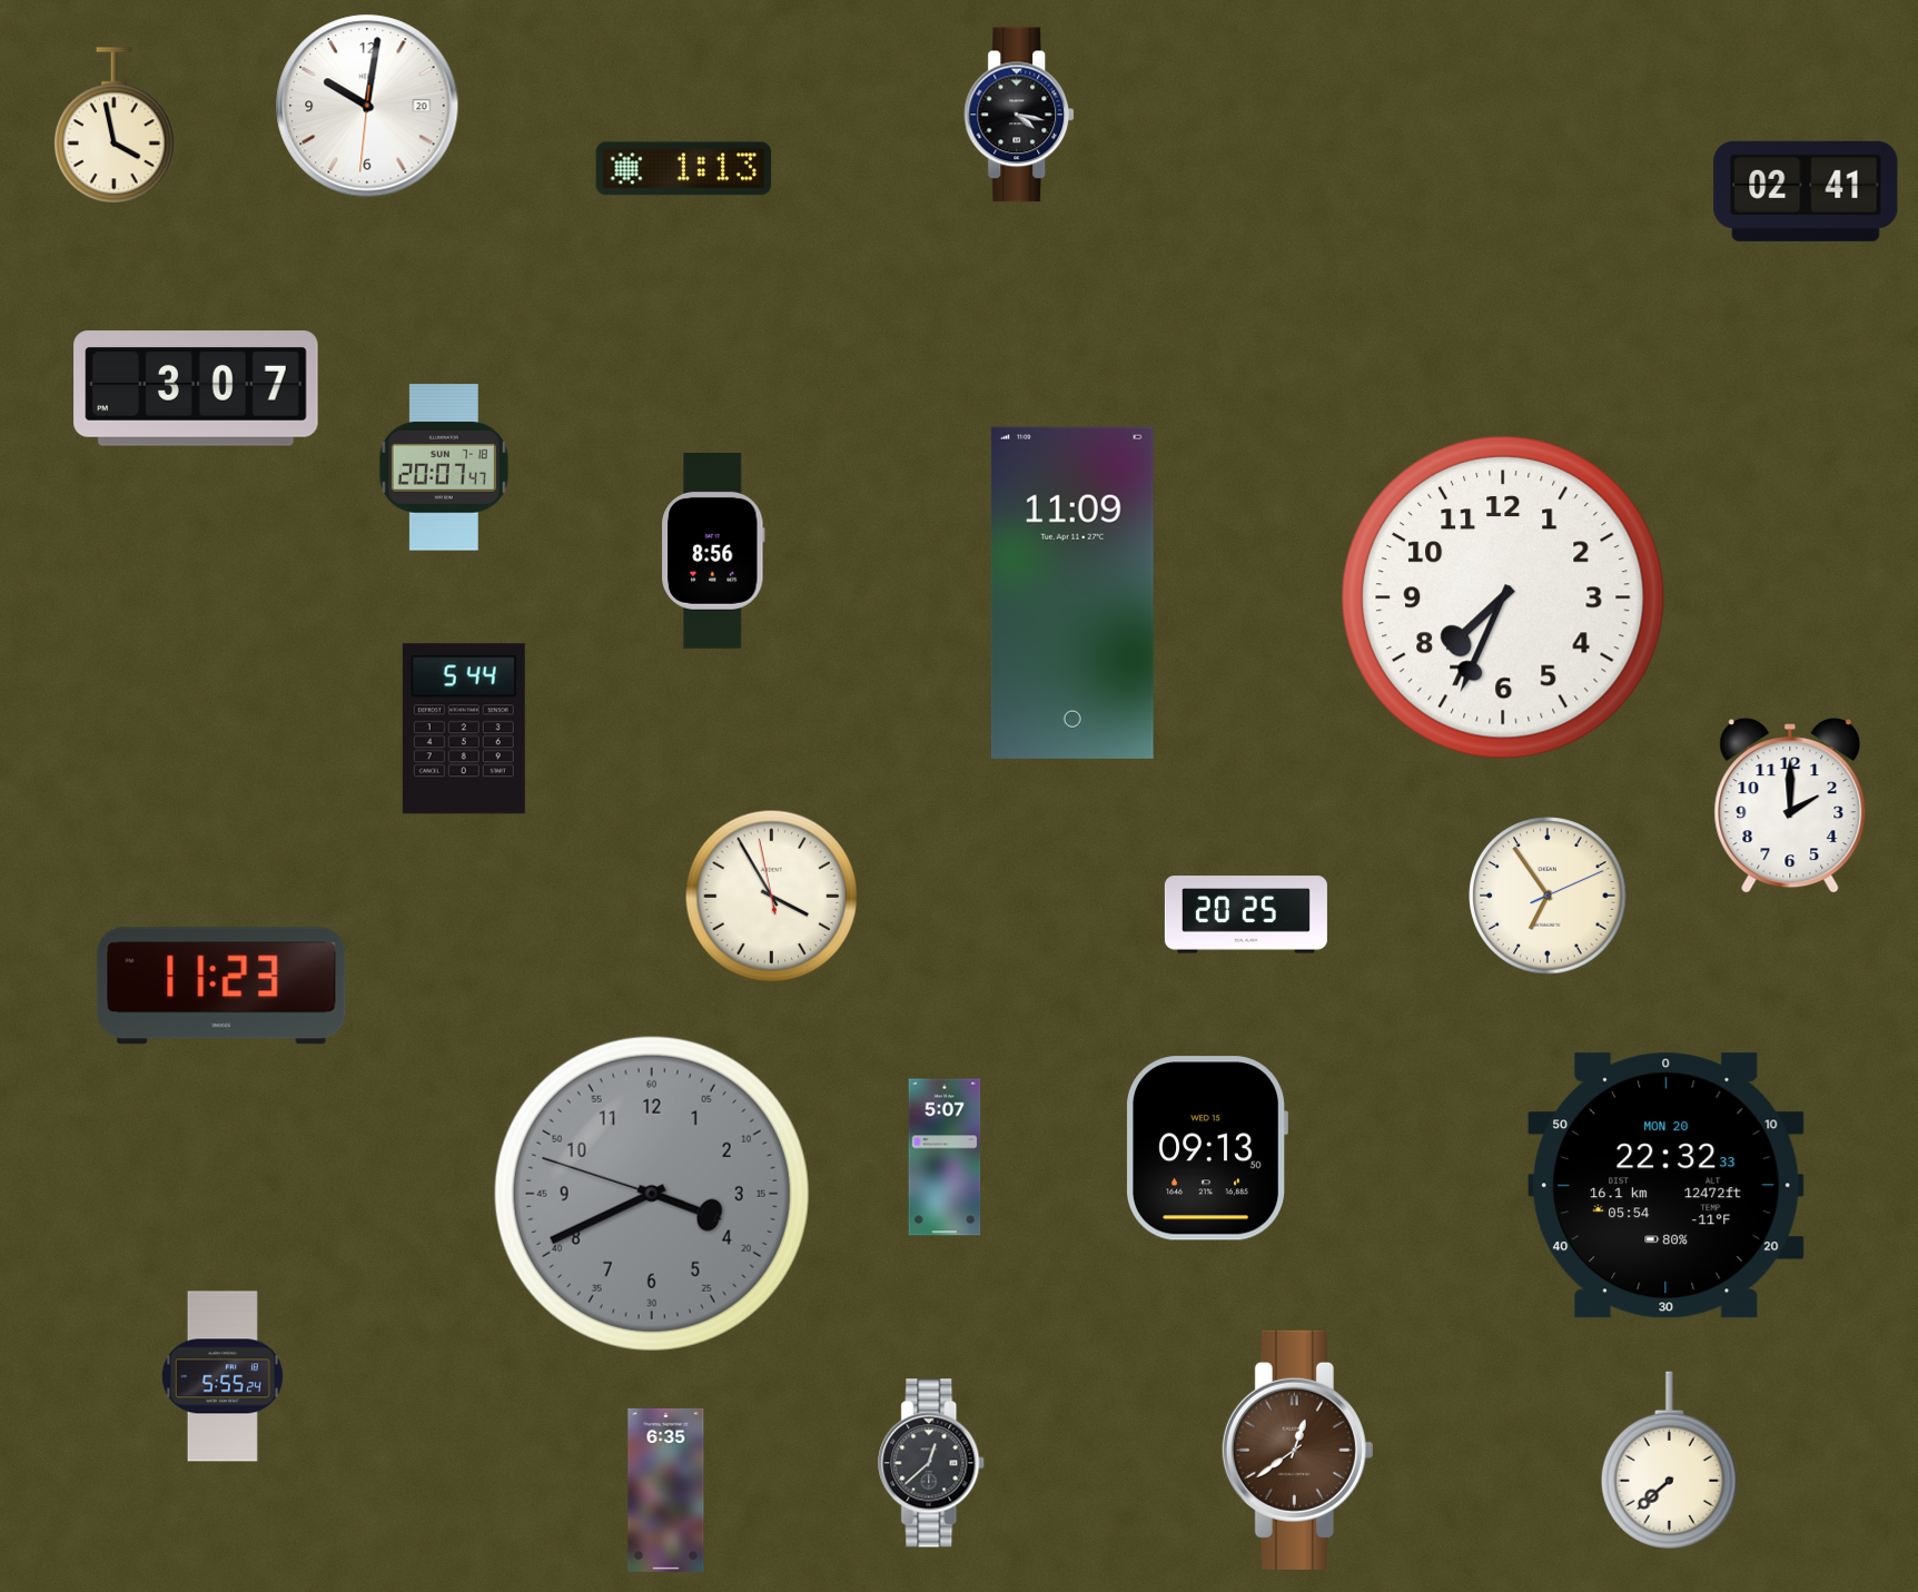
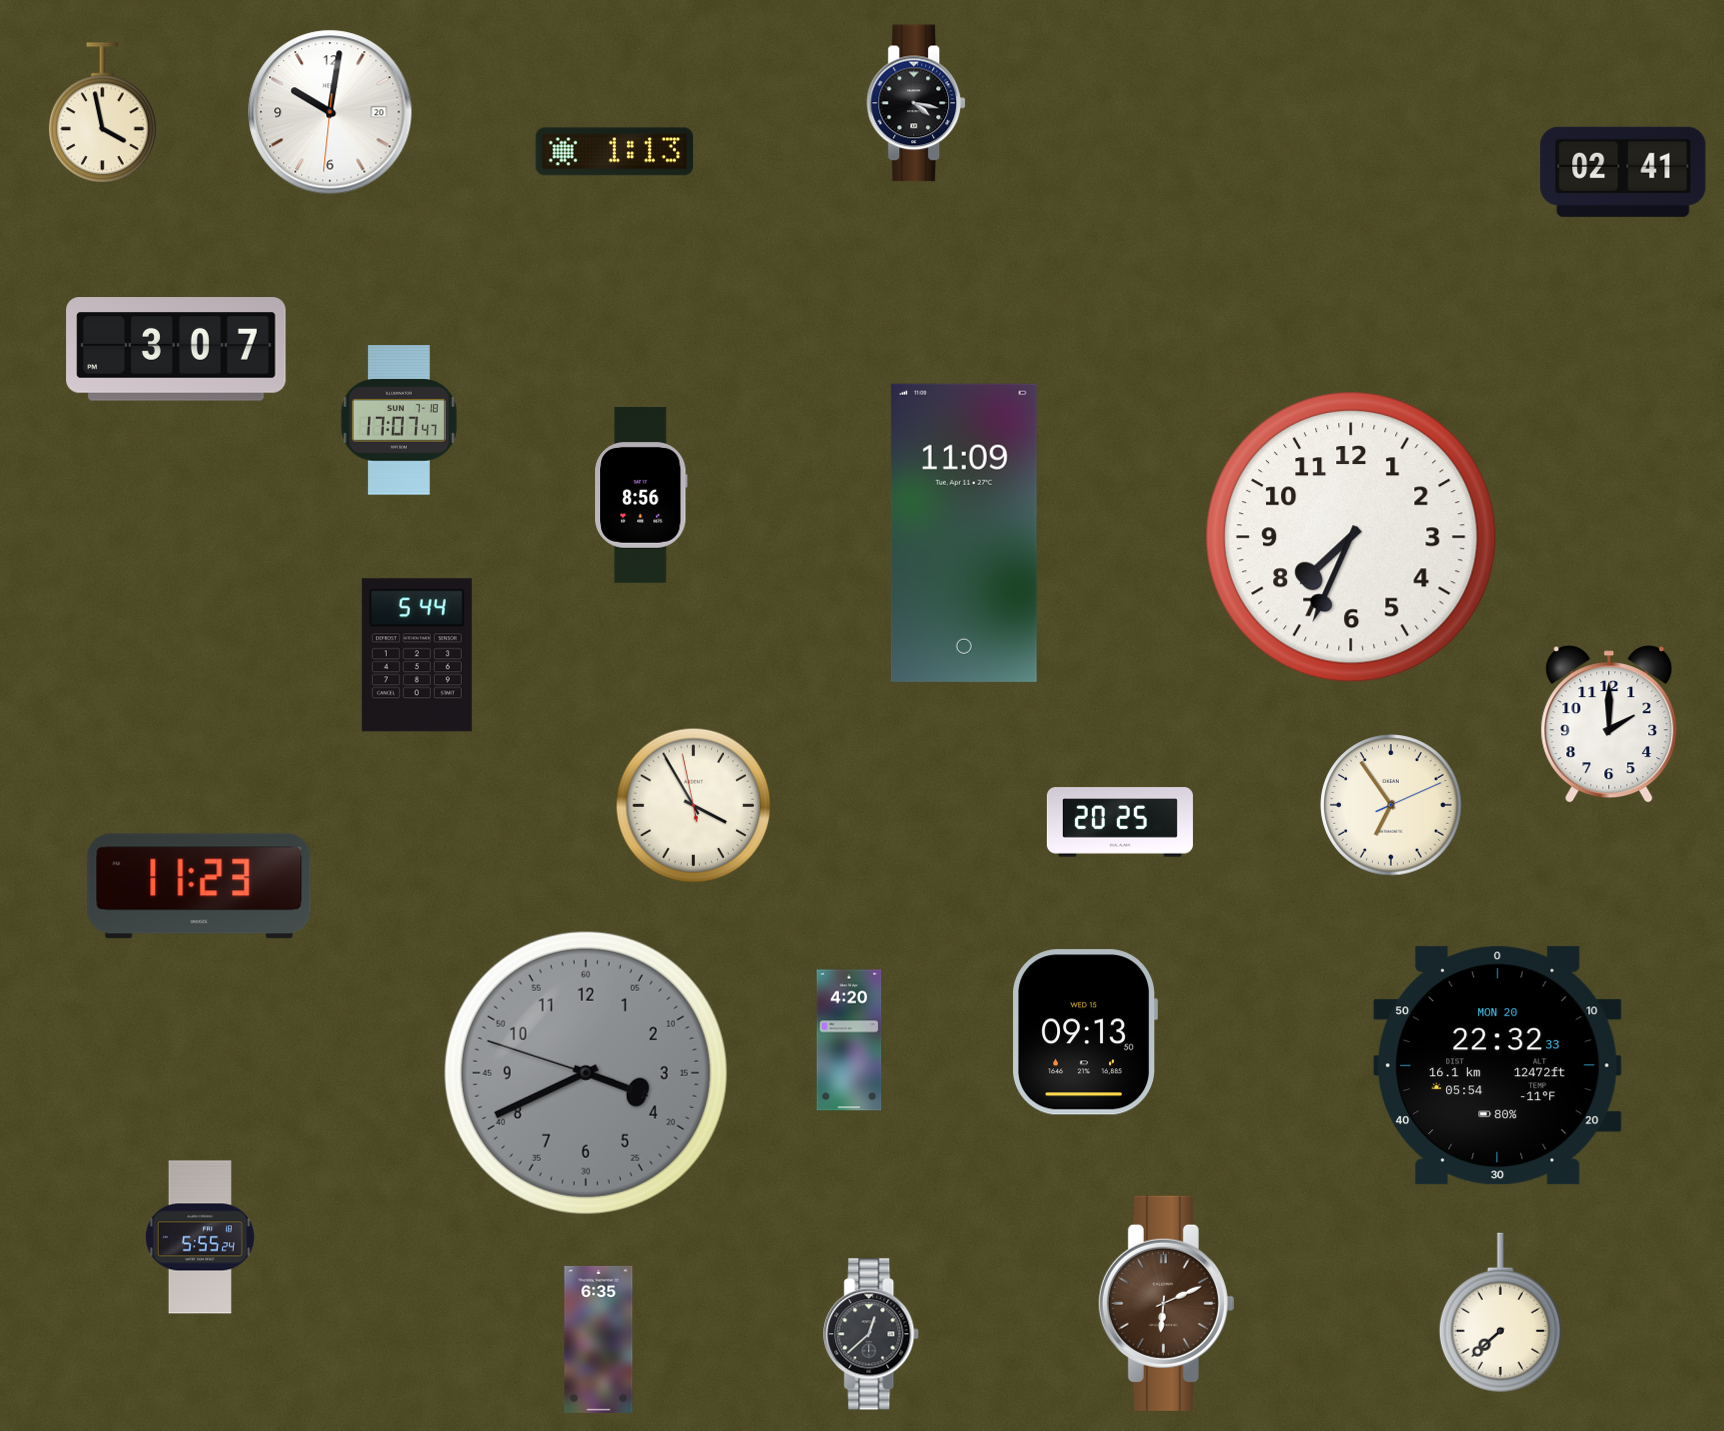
clock at (367, 106) position: (367, 106) -> (330, 112)
clock at (444, 467): 20:07 -> 17:07
clock at (945, 1157): 5:07 -> 4:20
clock at (1297, 1450): 12:39 -> 6:11
clock at (932, 1463) position: (932, 1463) -> (872, 1334)
